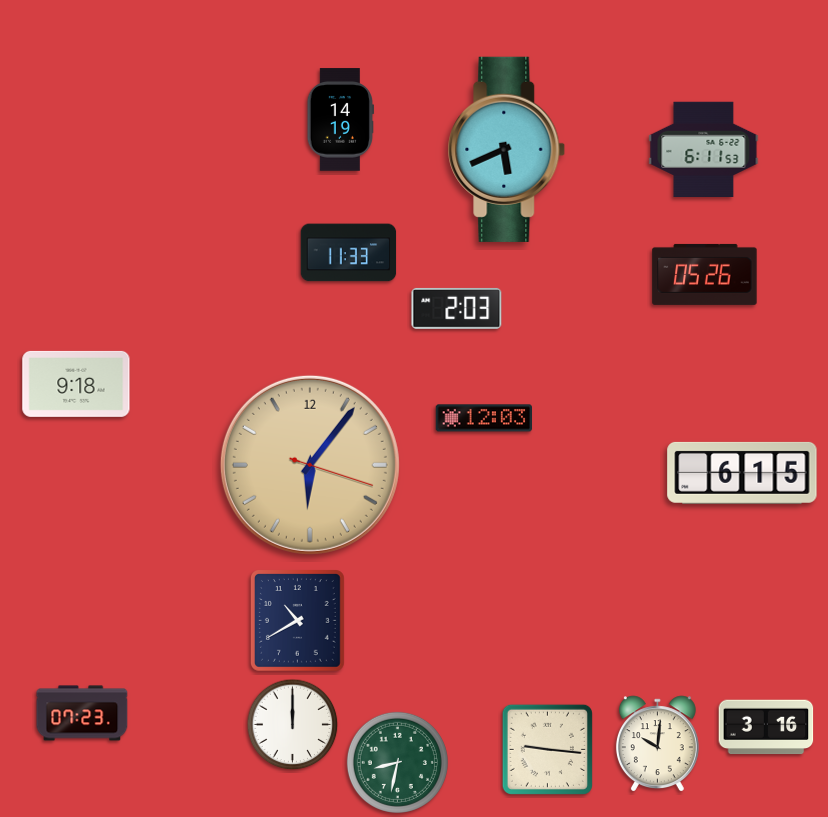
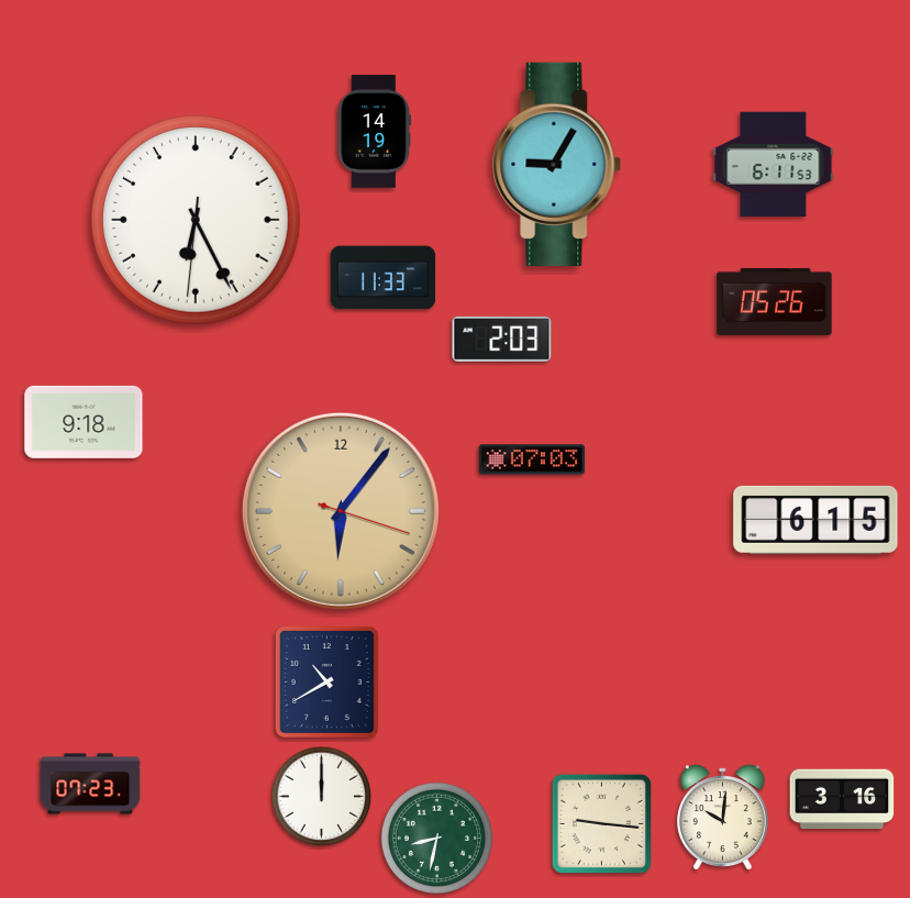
clock at (507, 149): 5:41 -> 9:05
clock at (197, 221): none -> 6:25
clock at (483, 418): 12:03 -> 07:03
